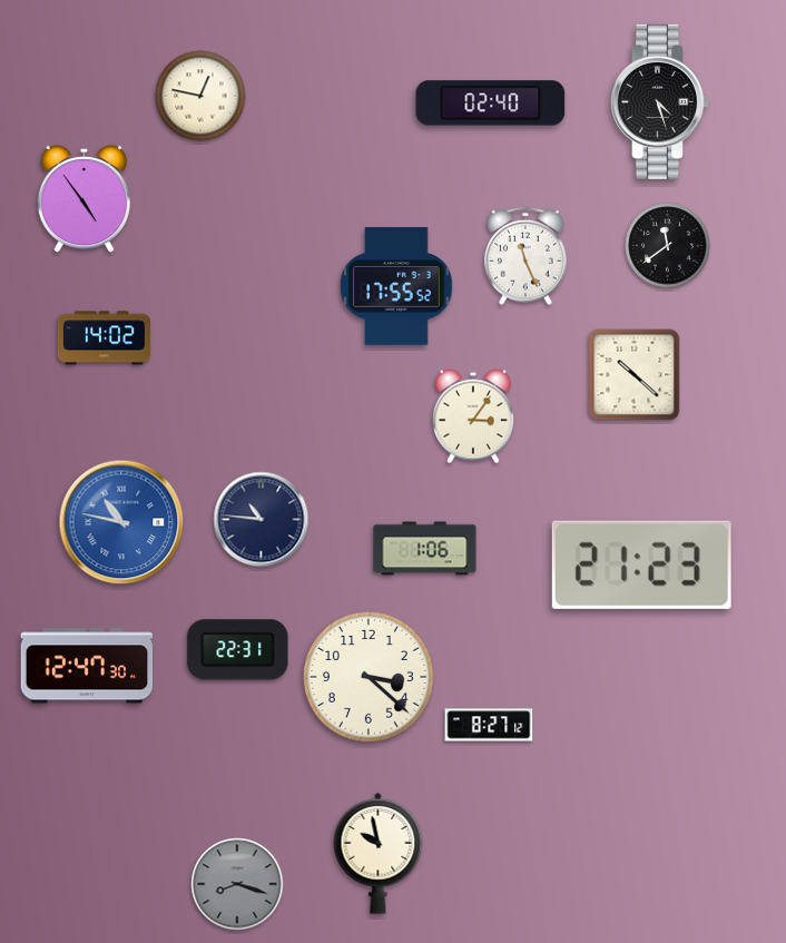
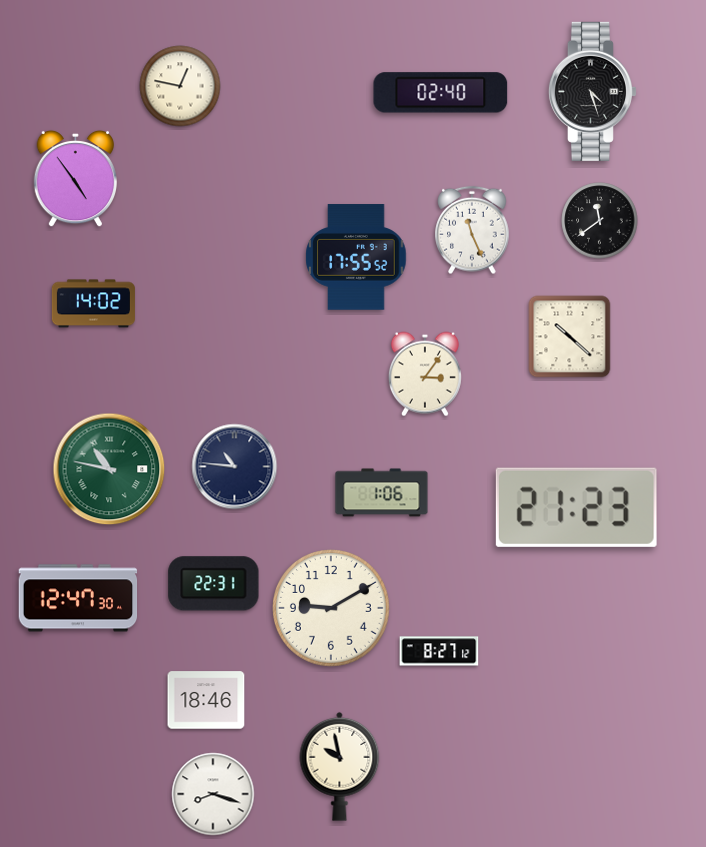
clock at (121, 522) dial: blue -> green
clock at (370, 678): 3:22 -> 9:10
clock at (206, 700): none -> 18:46
clock at (237, 884) dial: grey -> white
